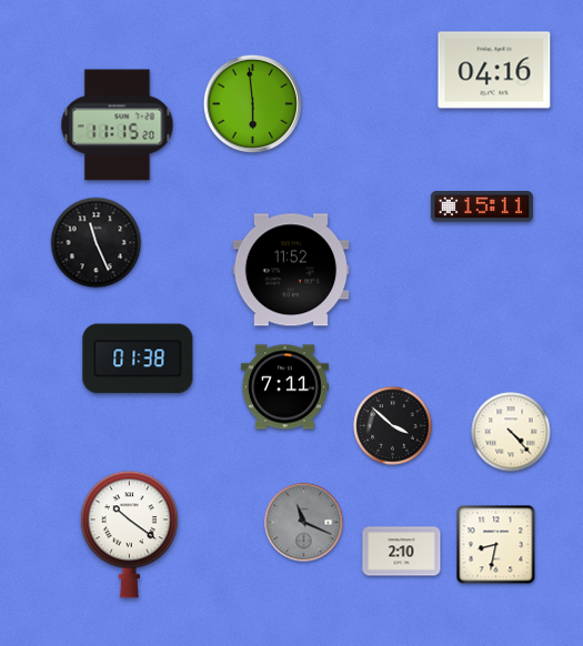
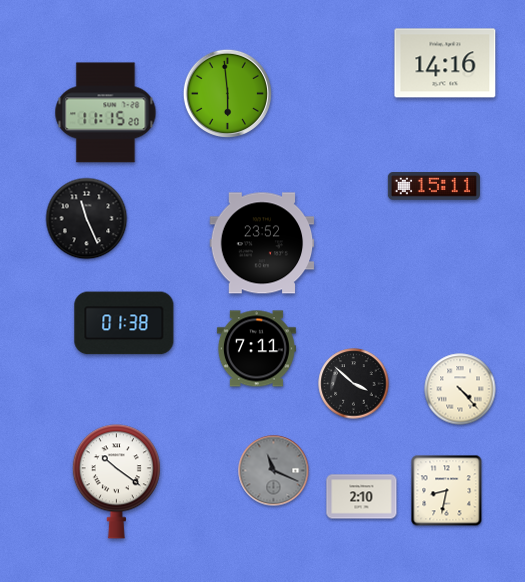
clock at (494, 70): 04:16 -> 14:16
clock at (291, 270): 11:52 -> 23:52
